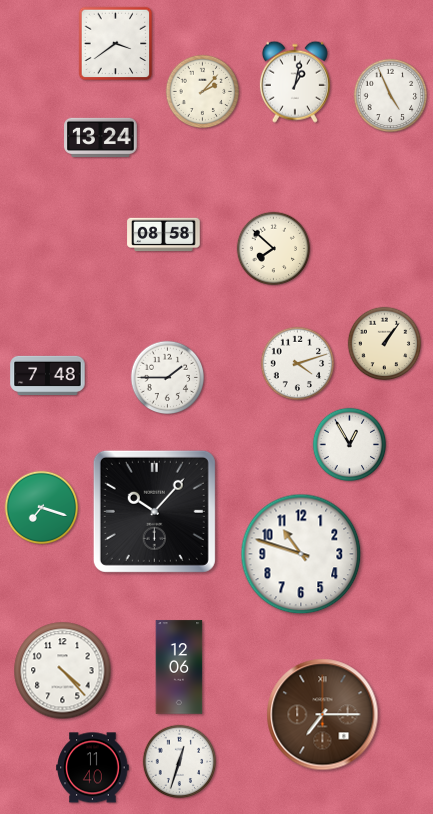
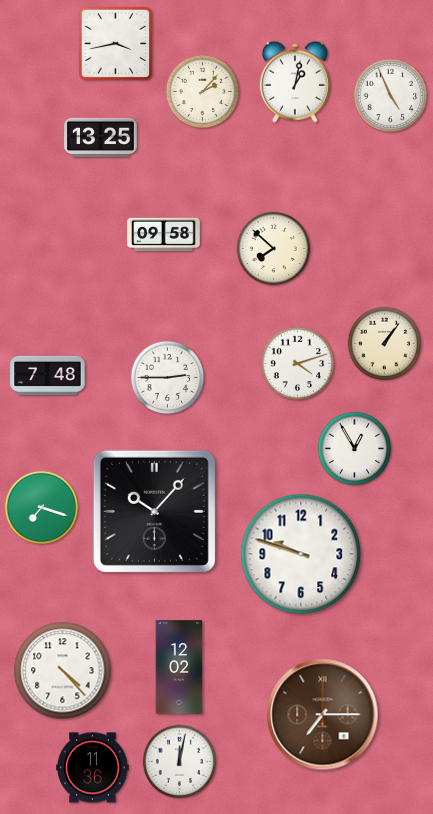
clock at (116, 44): 3:39 -> 3:43
clock at (101, 137): 13:24 -> 13:25
clock at (164, 235): 08:58 -> 09:58
clock at (168, 378): 1:45 -> 2:45
clock at (350, 445) position: (350, 445) -> (355, 449)
clock at (301, 554): 10:48 -> 9:48
clock at (179, 667): 12:06 -> 12:02
clock at (180, 762): 12:33 -> 12:02
clock at (93, 768): 11:40 -> 11:36
